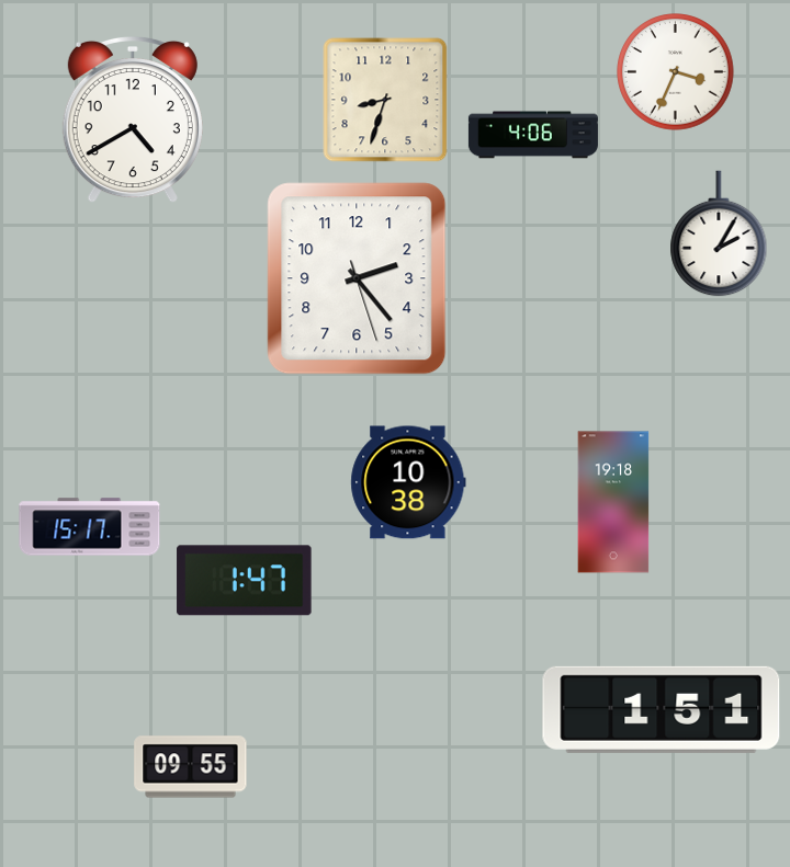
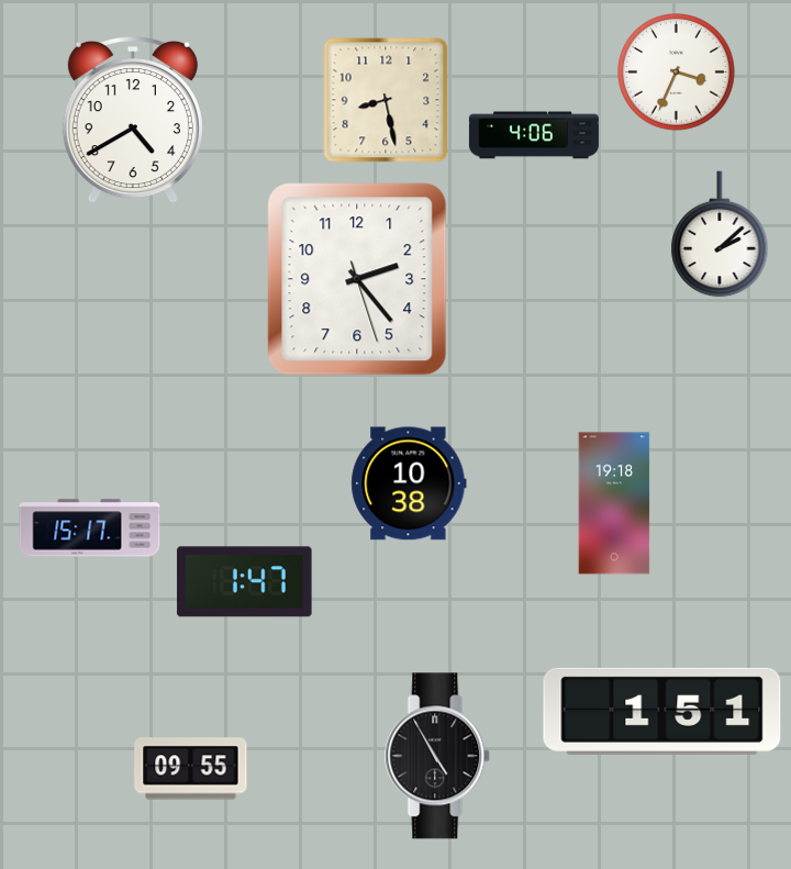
clock at (385, 100): 8:33 -> 8:28
clock at (719, 233): 2:05 -> 2:08
clock at (438, 756): none -> 4:55
